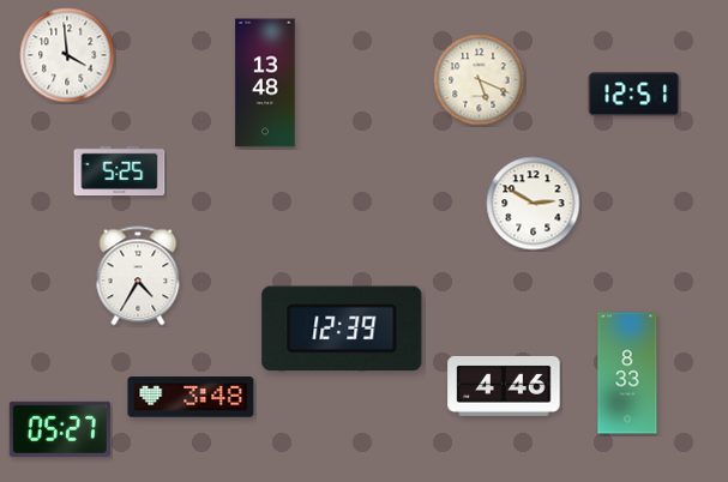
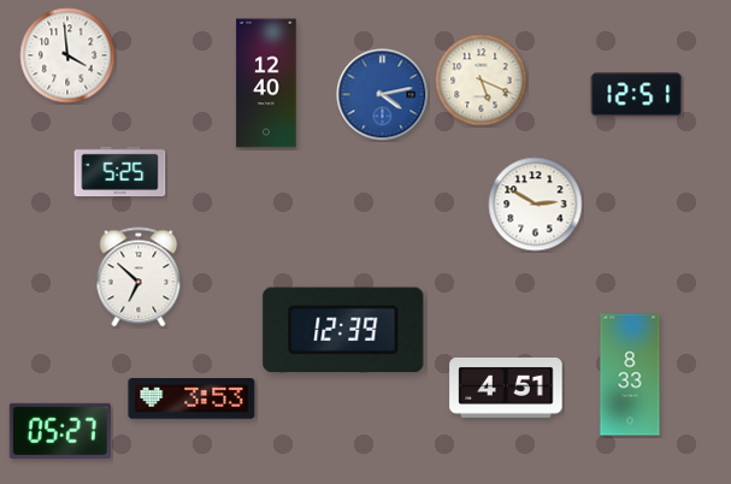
clock at (265, 83): 13:48 -> 12:40
clock at (383, 95): none -> 4:13
clock at (138, 276): 4:35 -> 6:52
clock at (504, 386): 4:46 -> 4:51
clock at (191, 397): 3:48 -> 3:53
